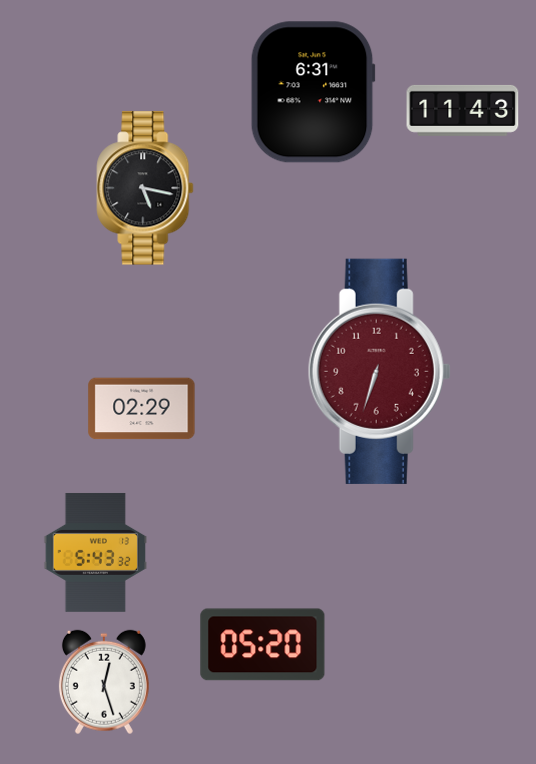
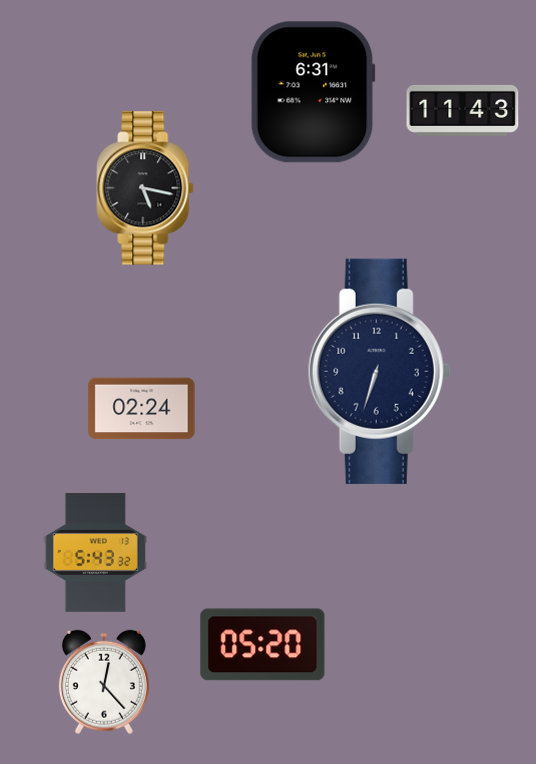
clock at (379, 371) dial: burgundy -> navy
clock at (142, 409): 02:29 -> 02:24
clock at (104, 682): 12:27 -> 12:23
